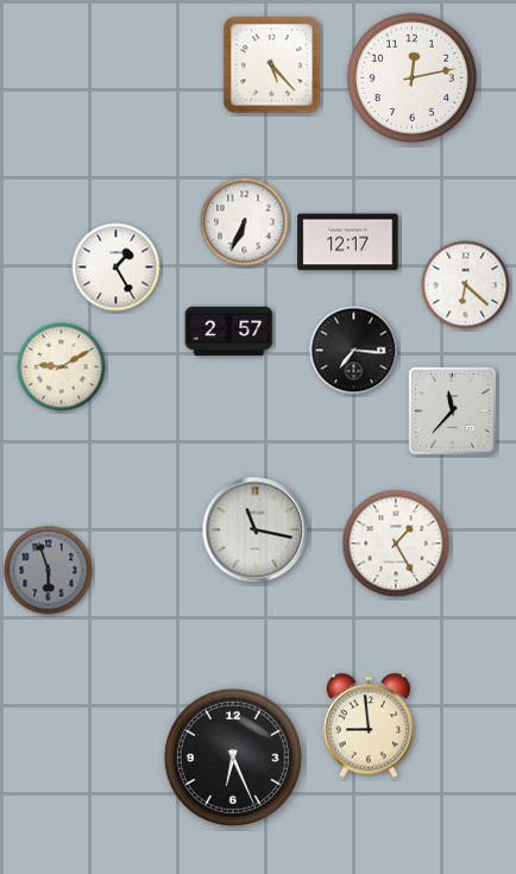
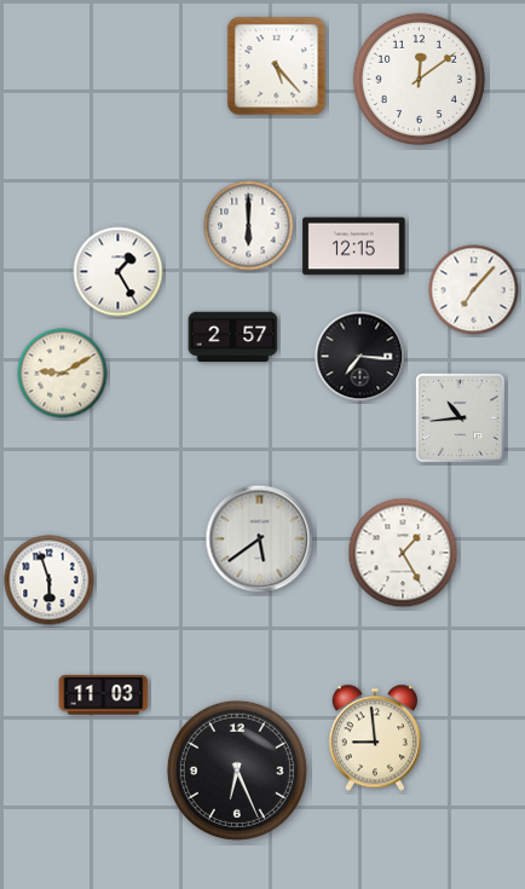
clock at (411, 77): 12:13 -> 12:09
clock at (245, 222): 6:34 -> 6:00
clock at (348, 243): 12:17 -> 12:15
clock at (466, 285): 6:22 -> 7:07
clock at (453, 411): 11:37 -> 10:44
clock at (256, 530): 11:17 -> 5:39
clock at (49, 571) dial: grey -> white
clock at (104, 695): none -> 11:03
